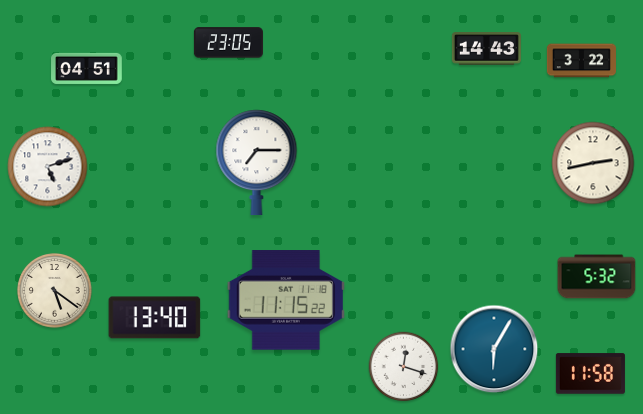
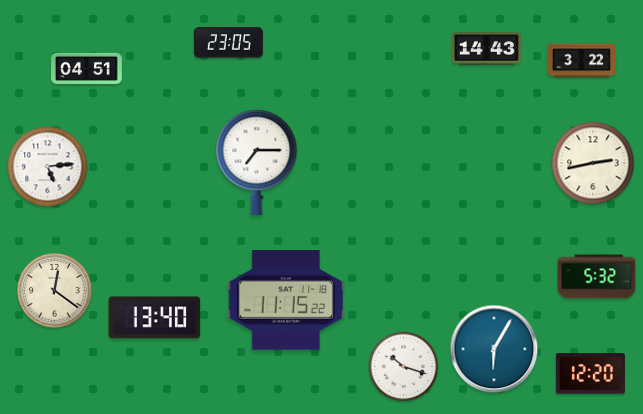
clock at (48, 167): 5:12 -> 5:14
clock at (55, 291): 5:21 -> 12:21
clock at (404, 367): 12:18 -> 10:18
clock at (590, 374): 11:58 -> 12:20
